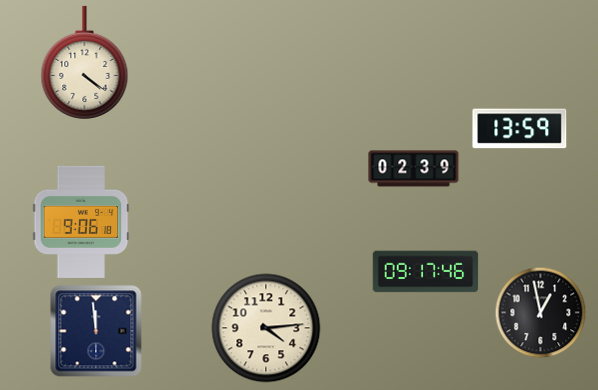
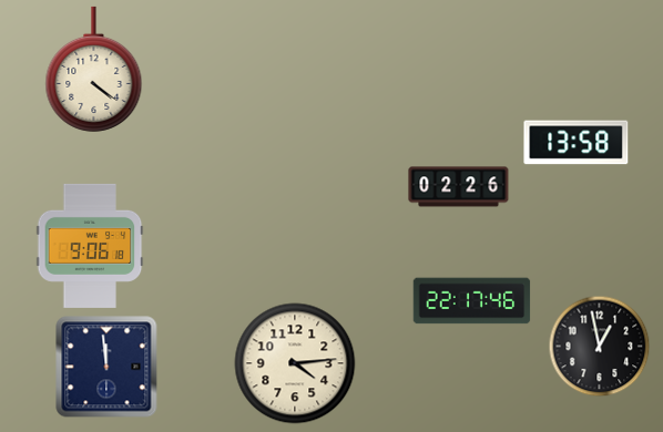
clock at (520, 129): 13:59 -> 13:58
clock at (414, 169): 02:39 -> 02:26
clock at (426, 272): 09:17 -> 22:17
